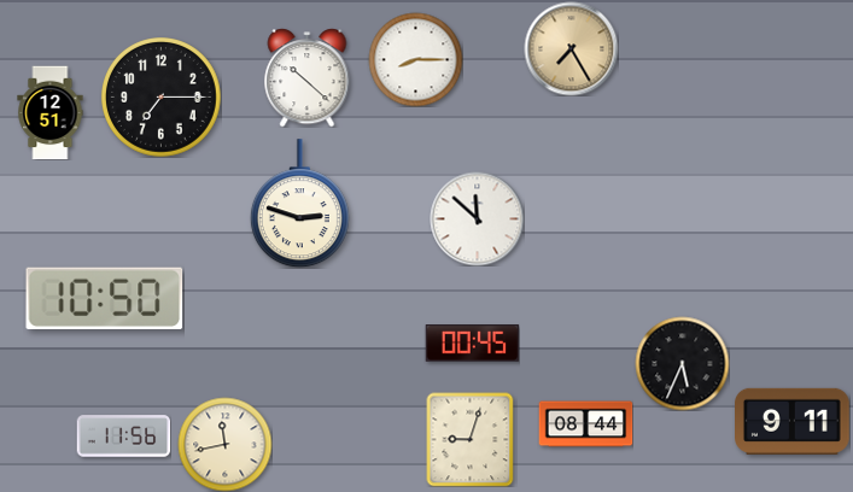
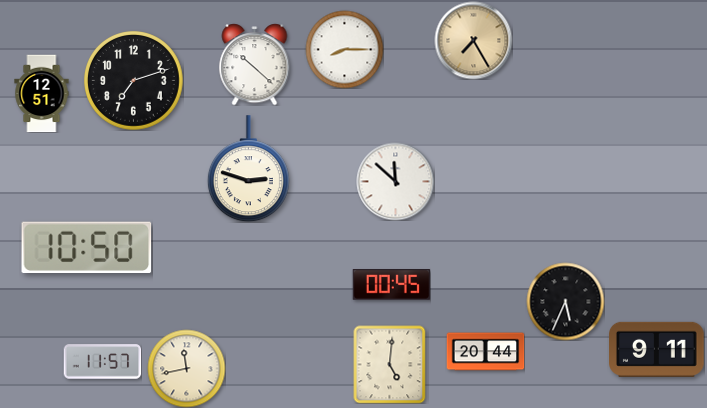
clock at (162, 98): 7:15 -> 7:12
clock at (585, 424): 08:44 -> 20:44
clock at (123, 437): 11:56 -> 11:57
clock at (471, 439): 9:03 -> 5:01
